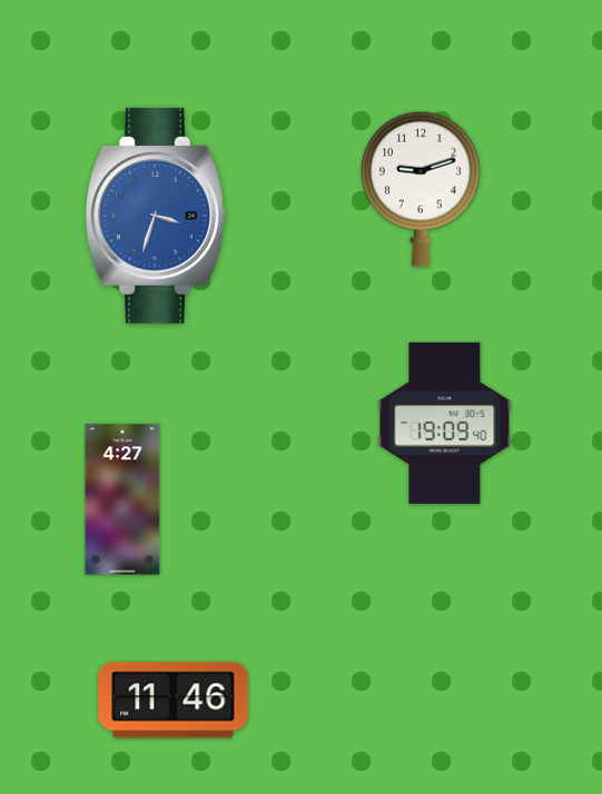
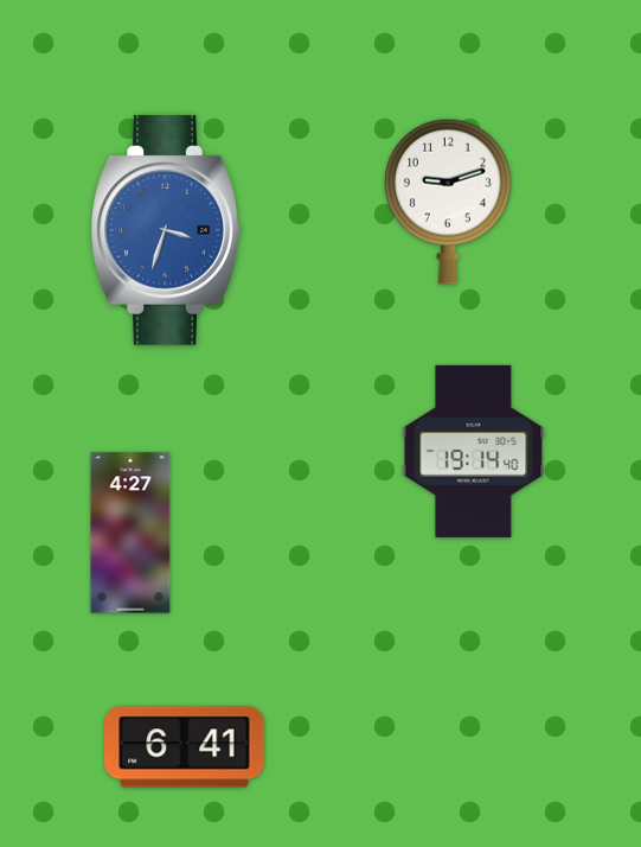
clock at (445, 423): 19:09 -> 19:14
clock at (174, 701): 11:46 -> 6:41
